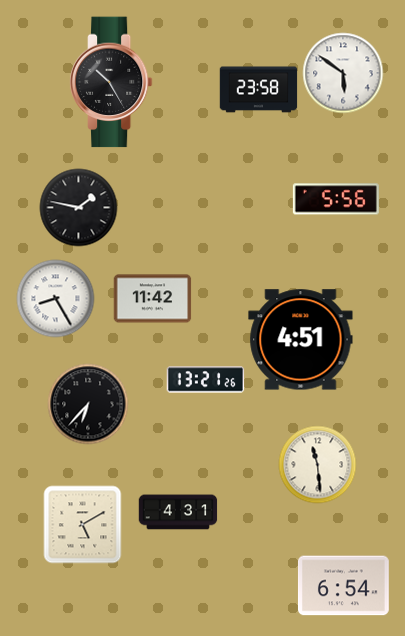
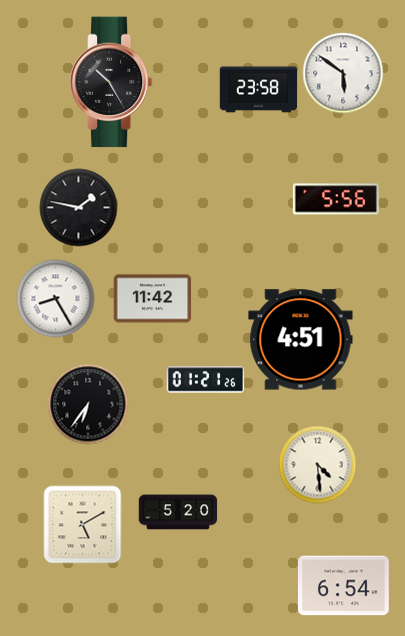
clock at (205, 380): 13:21 -> 01:21
clock at (88, 404): 6:37 -> 6:36
clock at (317, 464): 11:29 -> 4:29
clock at (178, 512): 4:31 -> 5:20
